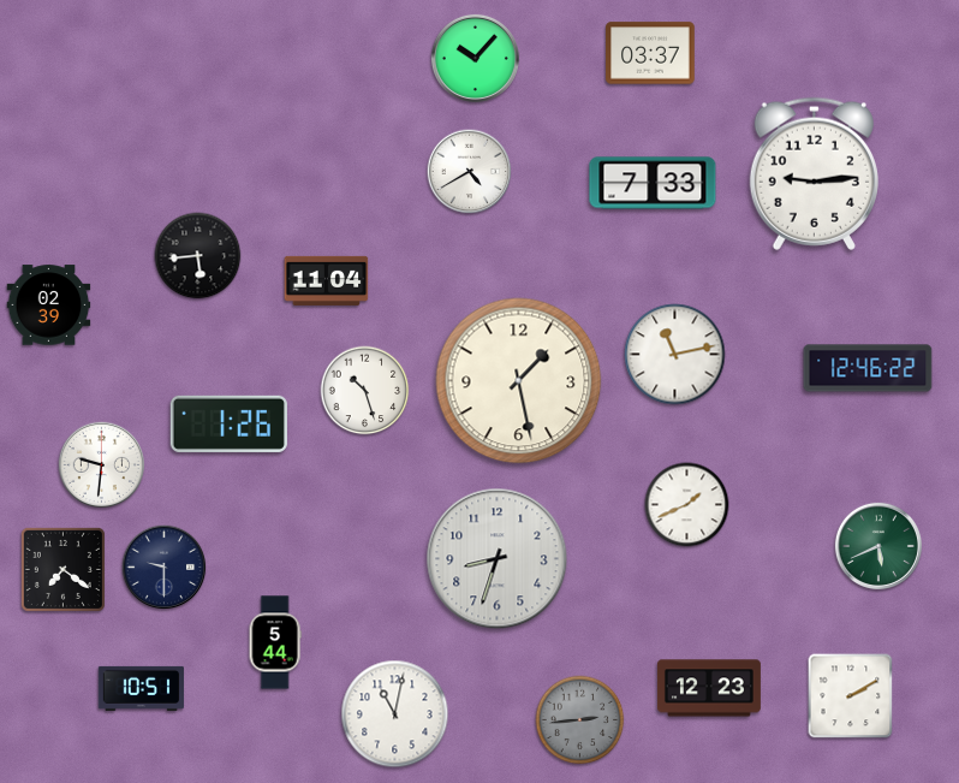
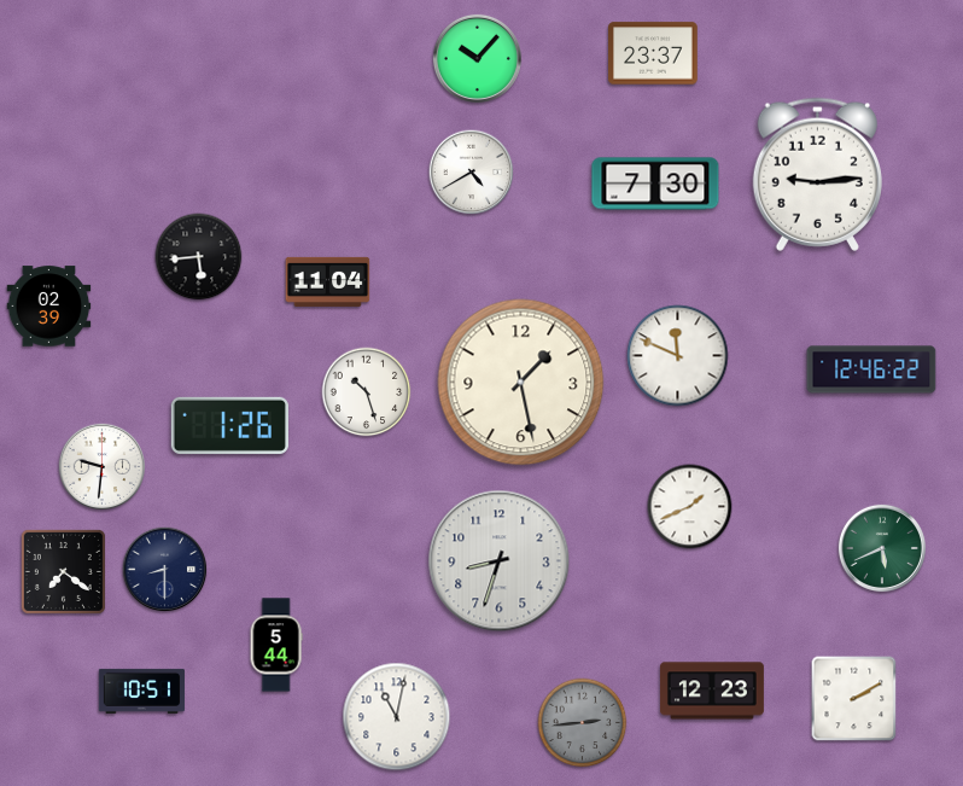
clock at (650, 53): 03:37 -> 23:37
clock at (653, 183): 7:33 -> 7:30
clock at (675, 355): 11:13 -> 11:49
clock at (165, 568): 9:30 -> 8:30
